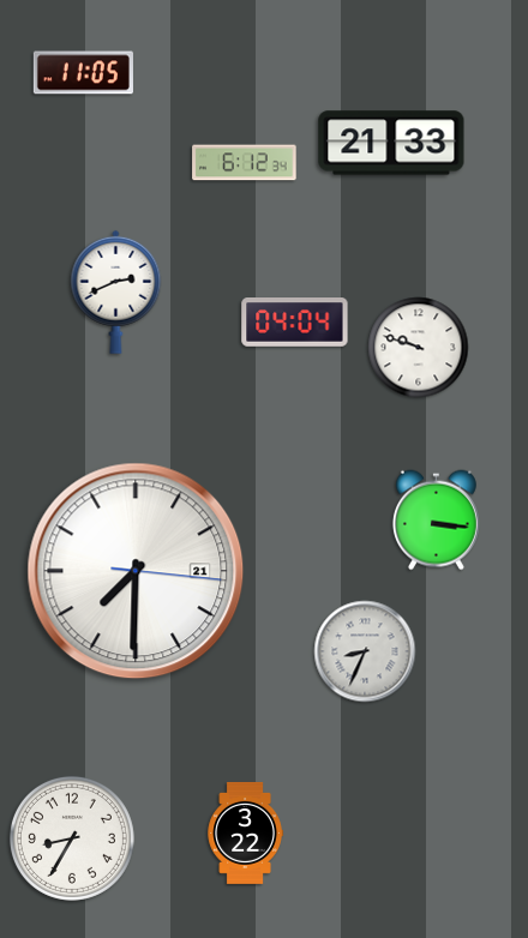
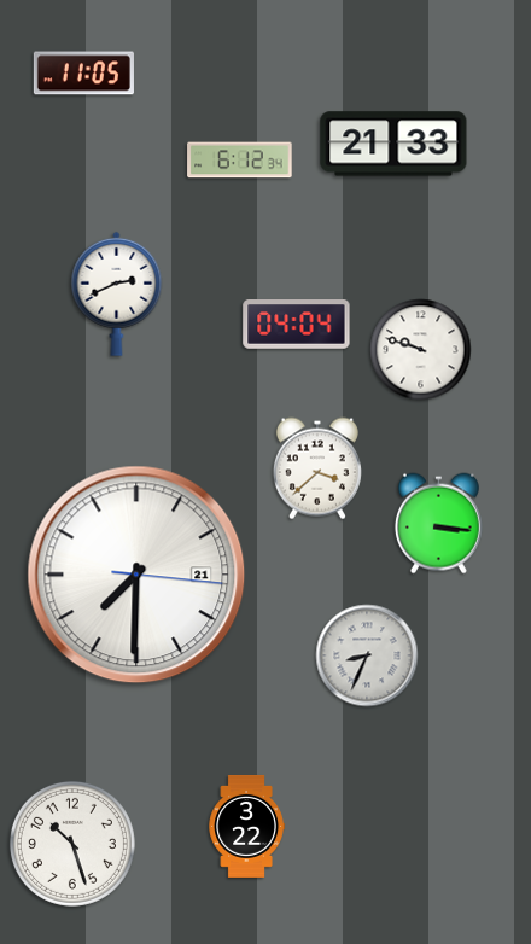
clock at (245, 163) position: (245, 163) -> (240, 161)
clock at (317, 468): none -> 3:38
clock at (245, 832) position: (245, 832) -> (246, 826)
clock at (72, 838): 8:35 -> 10:27
